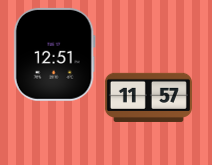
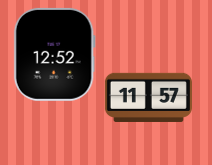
clock at (54, 54): 12:51 -> 12:52
